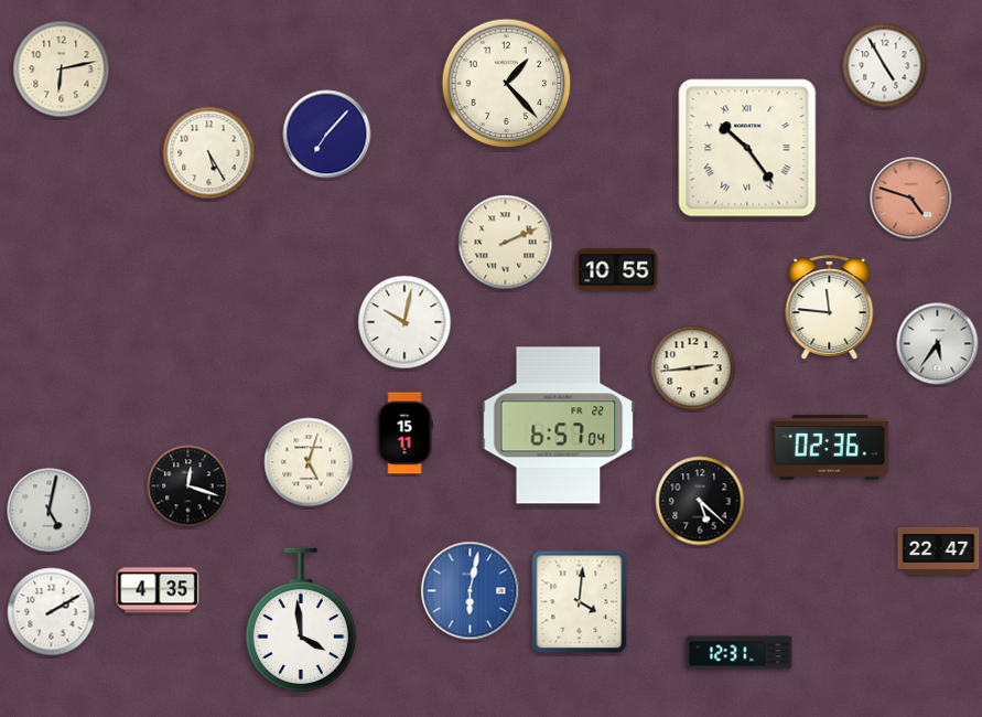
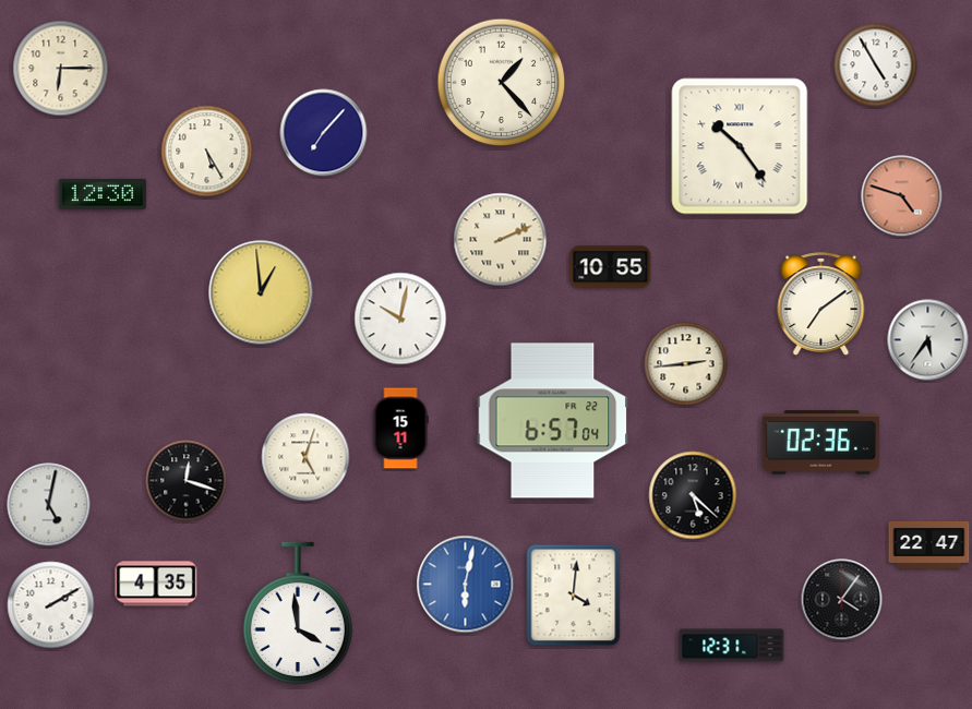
clock at (62, 69): 6:13 -> 6:15
clock at (103, 194): none -> 12:30
clock at (261, 292): none -> 12:59
clock at (830, 308): 11:46 -> 7:09
clock at (842, 600): none -> 4:06
